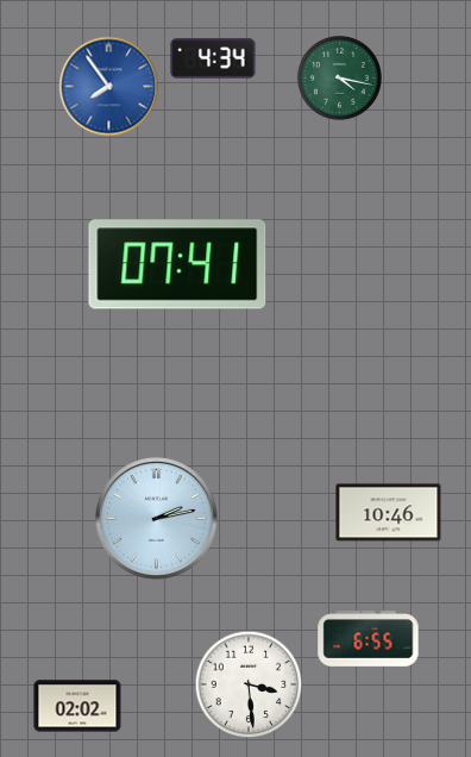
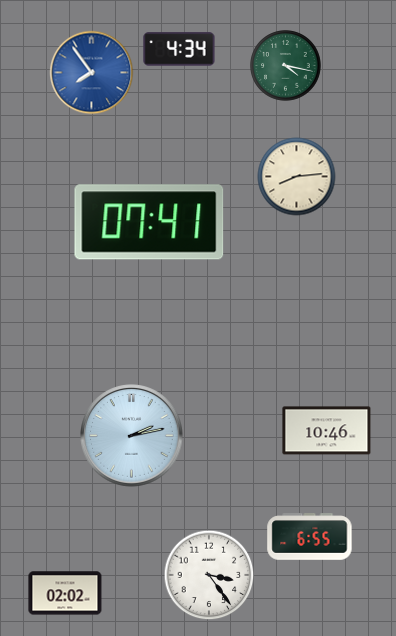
clock at (297, 177): none -> 8:14
clock at (249, 684): 3:29 -> 3:24
